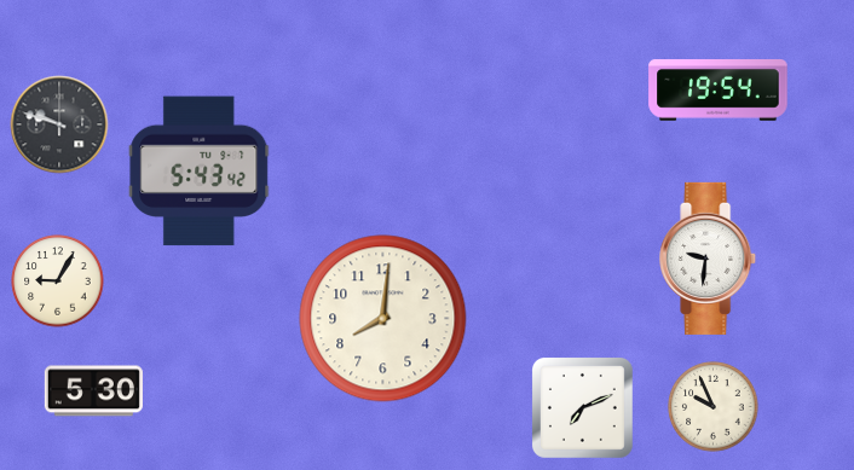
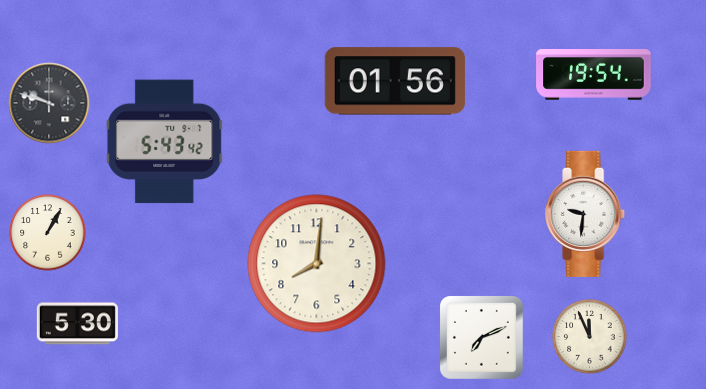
clock at (395, 81): none -> 01:56
clock at (58, 282): 9:05 -> 1:05
clock at (714, 407): 9:56 -> 11:56
